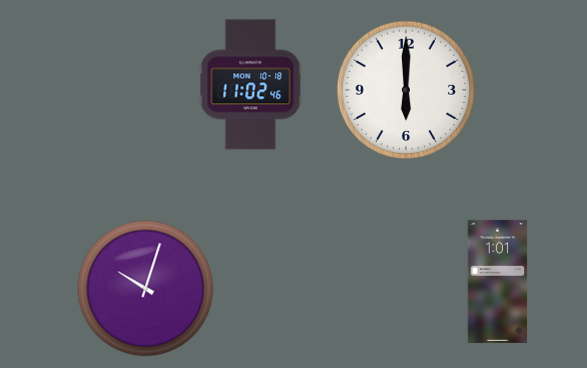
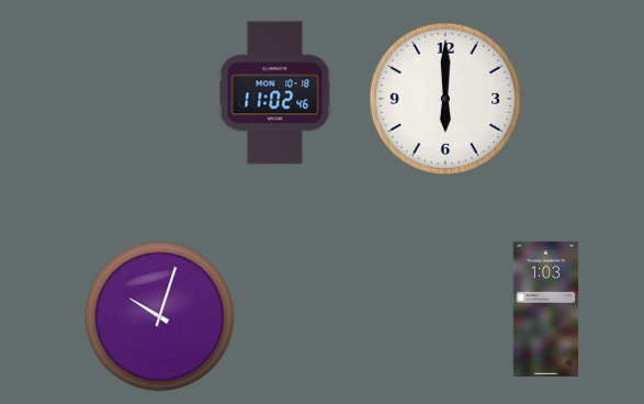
clock at (498, 281): 1:01 -> 1:03
